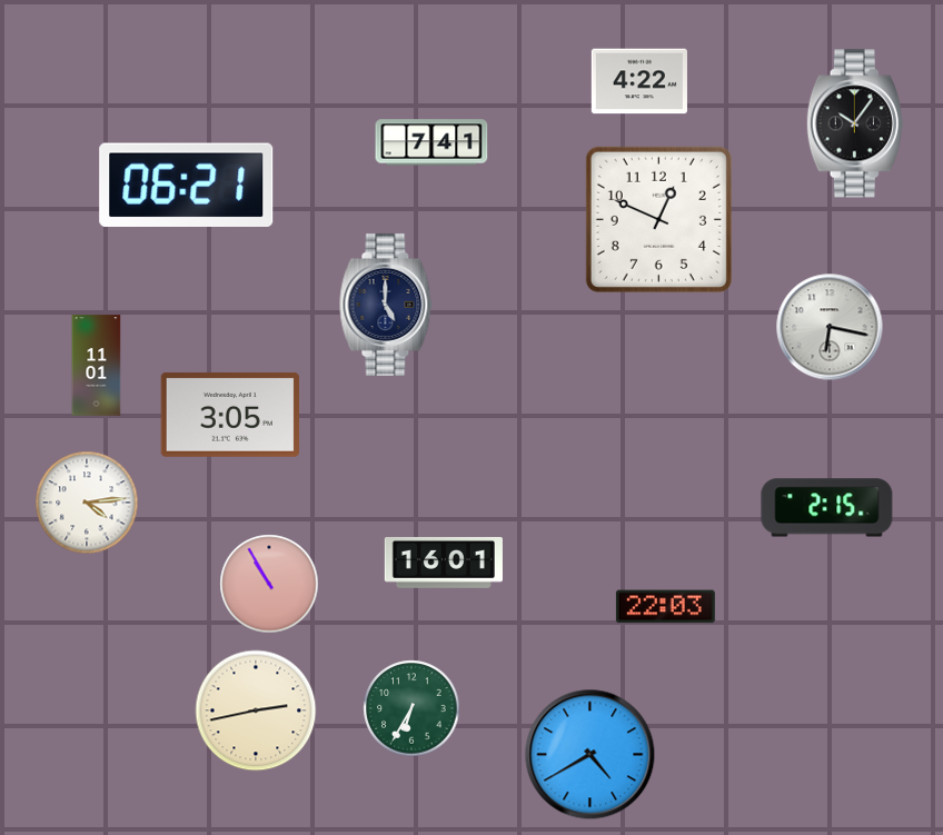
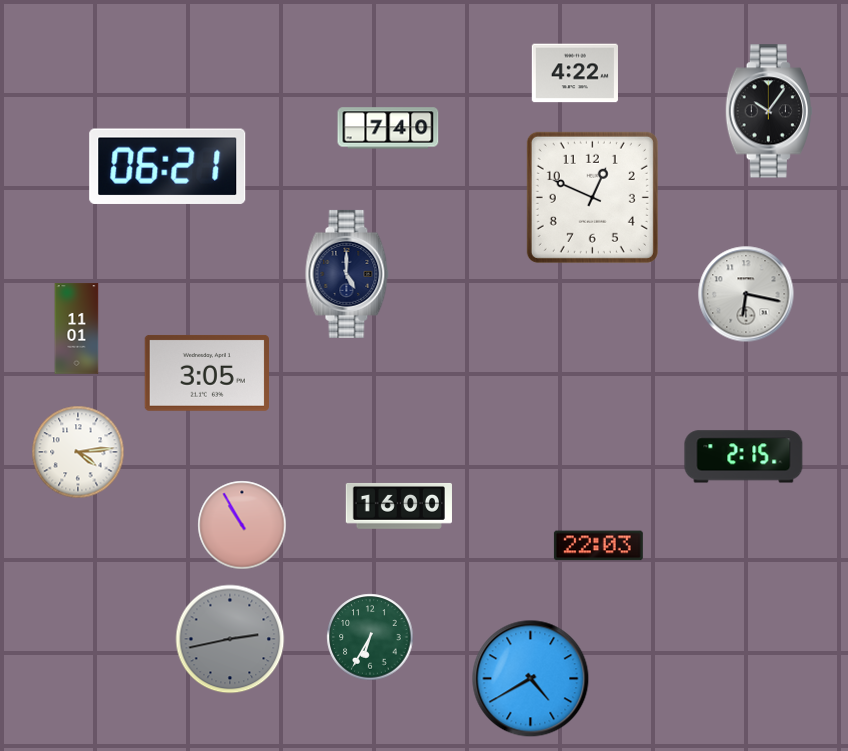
clock at (431, 142): 7:41 -> 7:40
clock at (97, 366) position: (97, 366) -> (77, 329)
clock at (444, 563): 16:01 -> 16:00
clock at (256, 710) dial: cream -> grey
